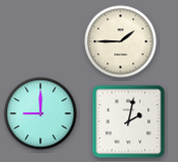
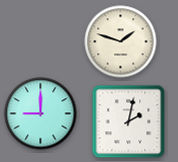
clock at (121, 42): 1:45 -> 1:48
